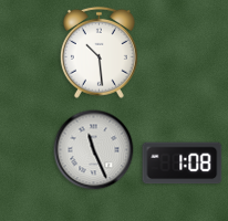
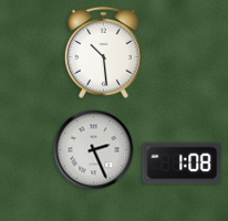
clock at (99, 52) position: (99, 52) -> (103, 52)
clock at (94, 150): 11:26 -> 2:26
